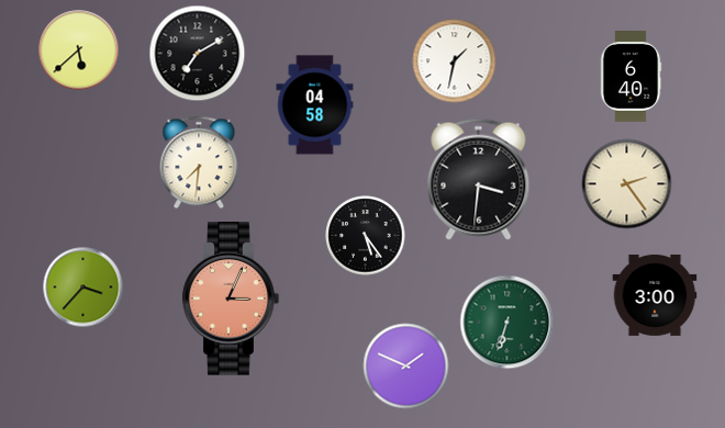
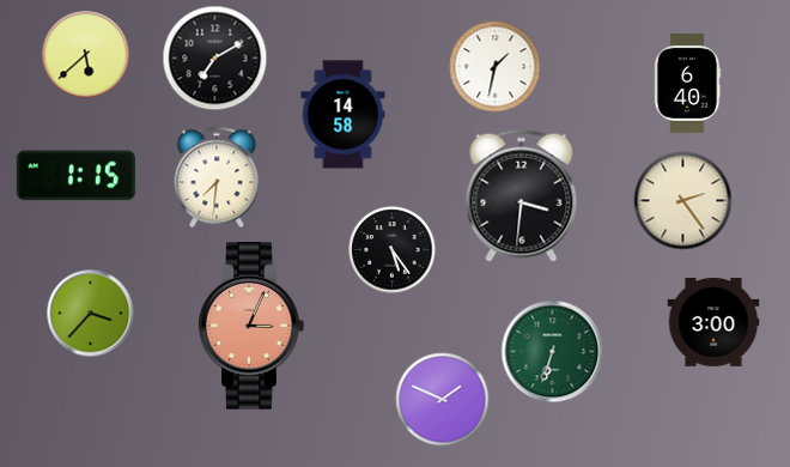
clock at (315, 105): 04:58 -> 14:58
clock at (75, 176): none -> 1:15
clock at (366, 236) position: (366, 236) -> (393, 250)
